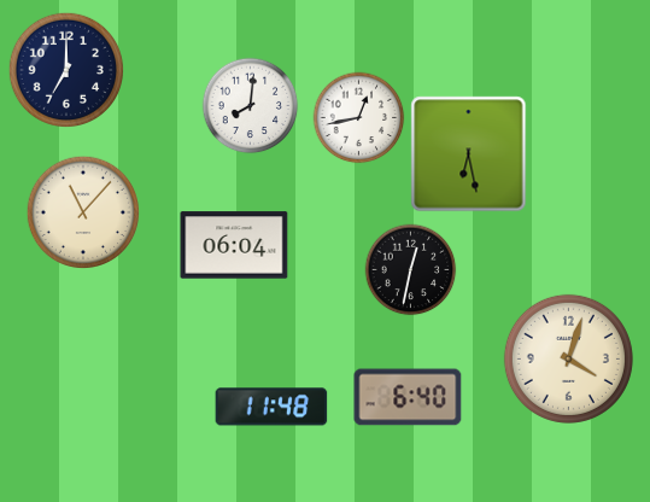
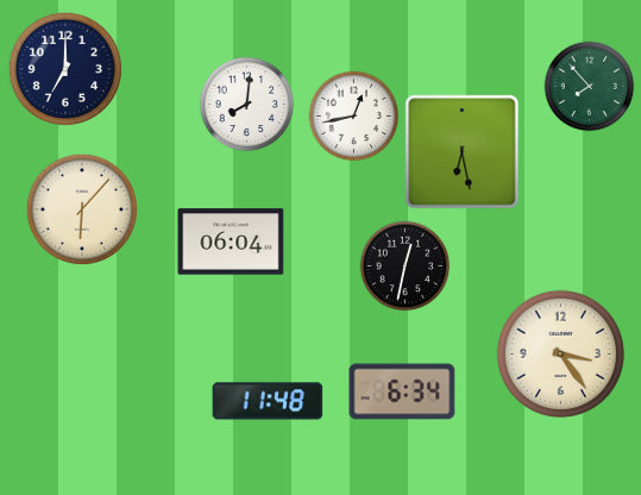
clock at (590, 87): none -> 7:53
clock at (83, 212): 11:07 -> 6:07
clock at (568, 358): 4:03 -> 3:24
clock at (408, 397): 6:40 -> 6:34
